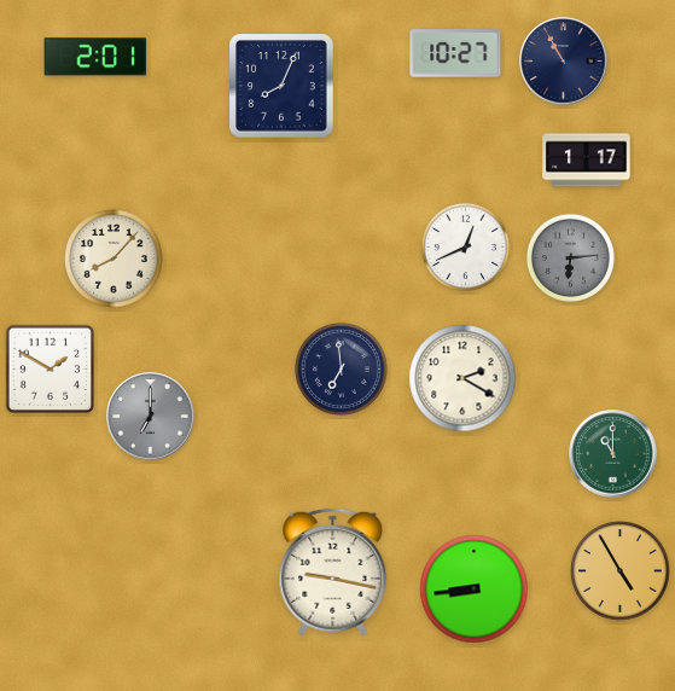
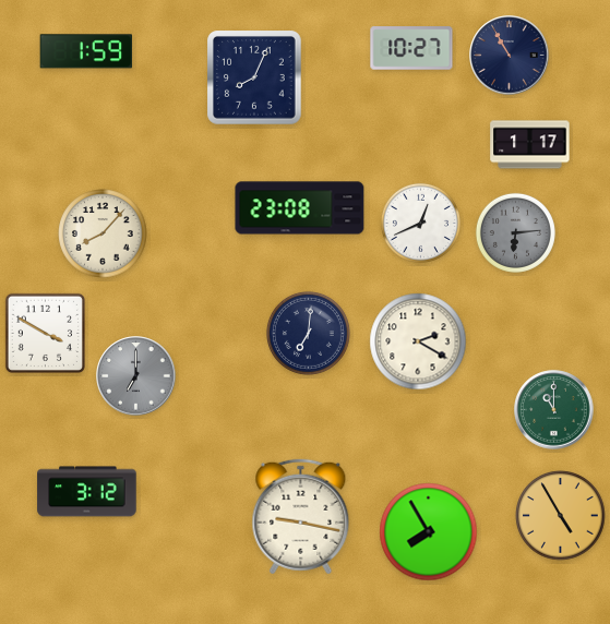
clock at (94, 57): 2:01 -> 1:59
clock at (300, 208): none -> 23:08
clock at (50, 368): 1:50 -> 3:50
clock at (341, 368): 6:59 -> 7:01
clock at (87, 492): none -> 3:12
clock at (475, 590): 8:44 -> 7:55
